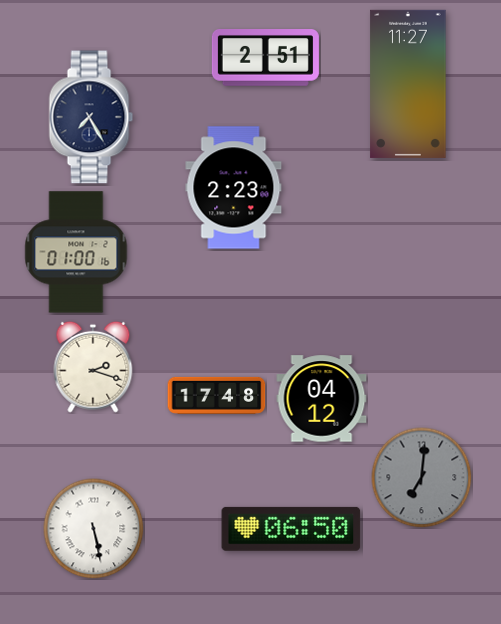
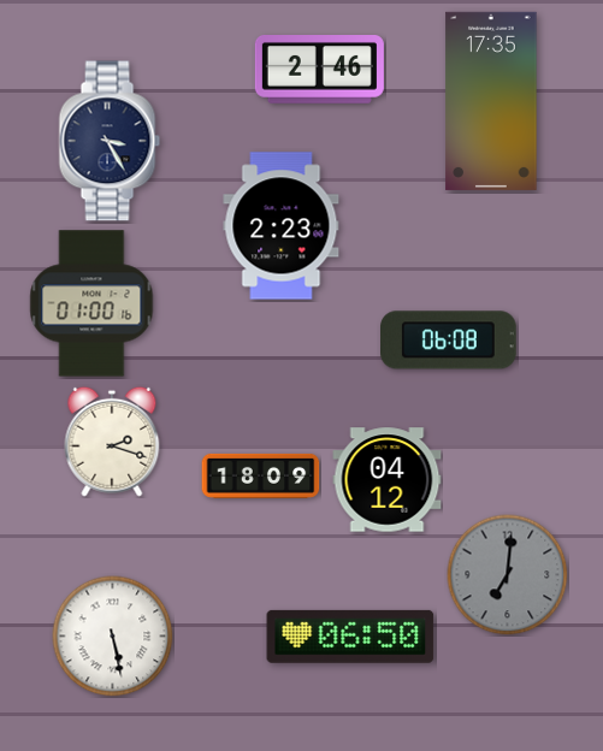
clock at (265, 58): 2:51 -> 2:46
clock at (408, 84): 11:27 -> 17:35
clock at (91, 117): 7:25 -> 3:25
clock at (449, 341): none -> 06:08
clock at (217, 395): 17:48 -> 18:09
